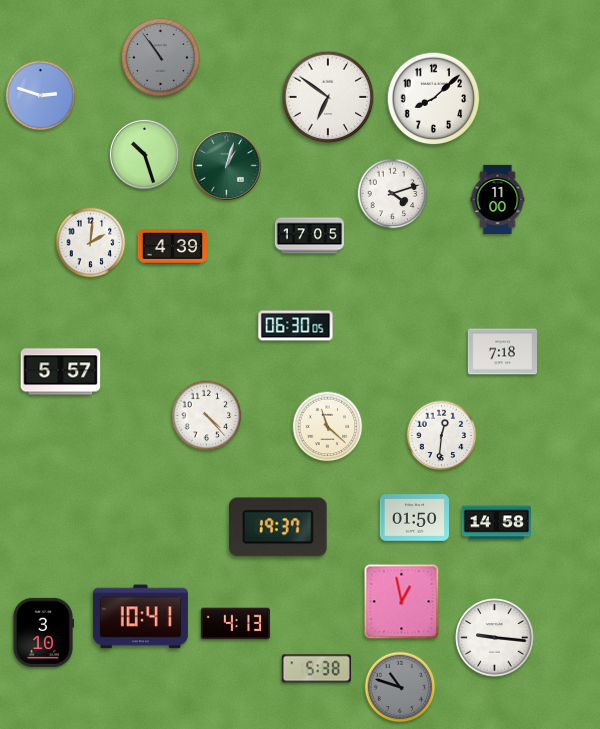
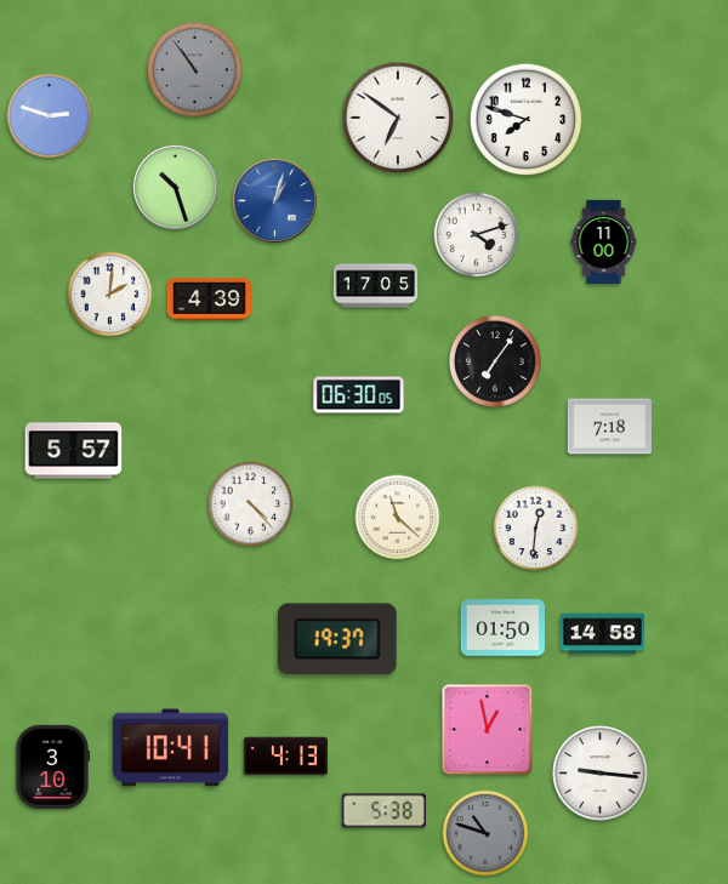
clock at (434, 99): 8:08 -> 7:48
clock at (226, 165) dial: green -> blue
clock at (496, 363): none -> 7:06
